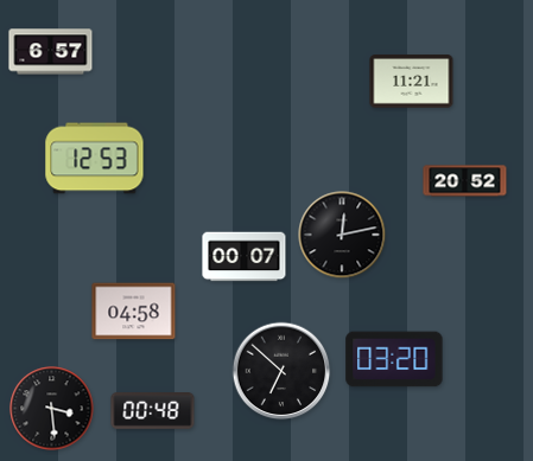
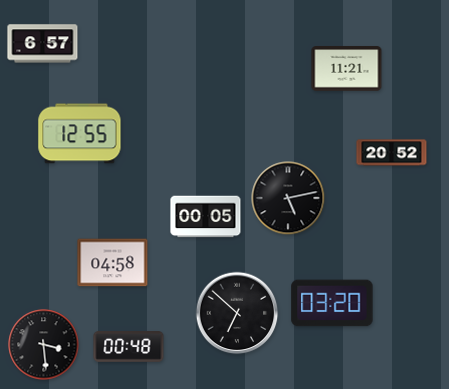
clock at (95, 159): 12:53 -> 12:55
clock at (342, 235): 12:13 -> 5:13
clock at (245, 257): 00:07 -> 00:05
